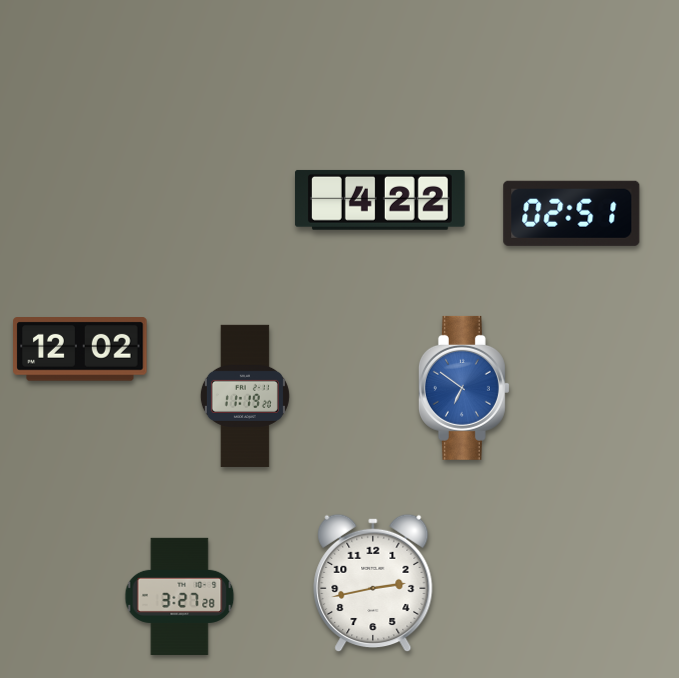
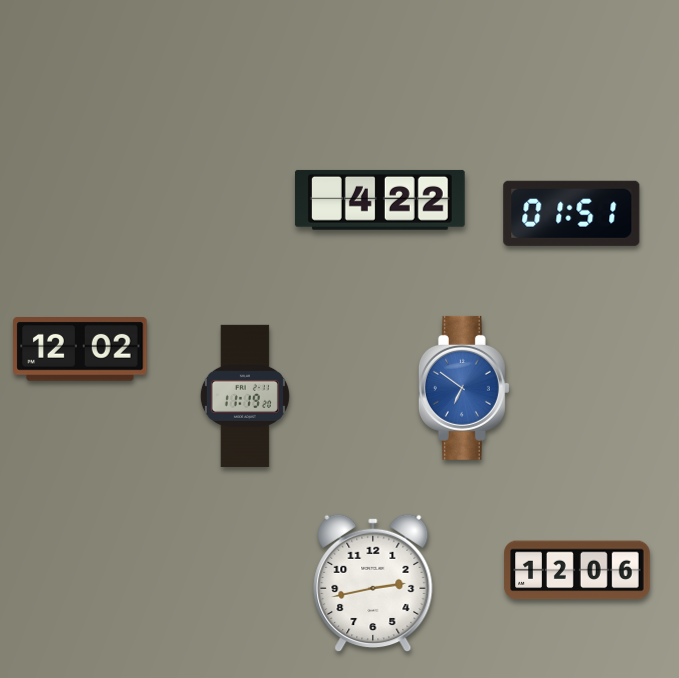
clock at (572, 213): 02:51 -> 01:51
clock at (577, 570): none -> 12:06
clock at (180, 596): 3:27 -> none
